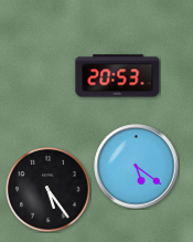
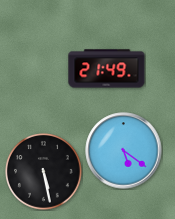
clock at (118, 76): 20:53 -> 21:49
clock at (49, 190): 5:24 -> 5:28
